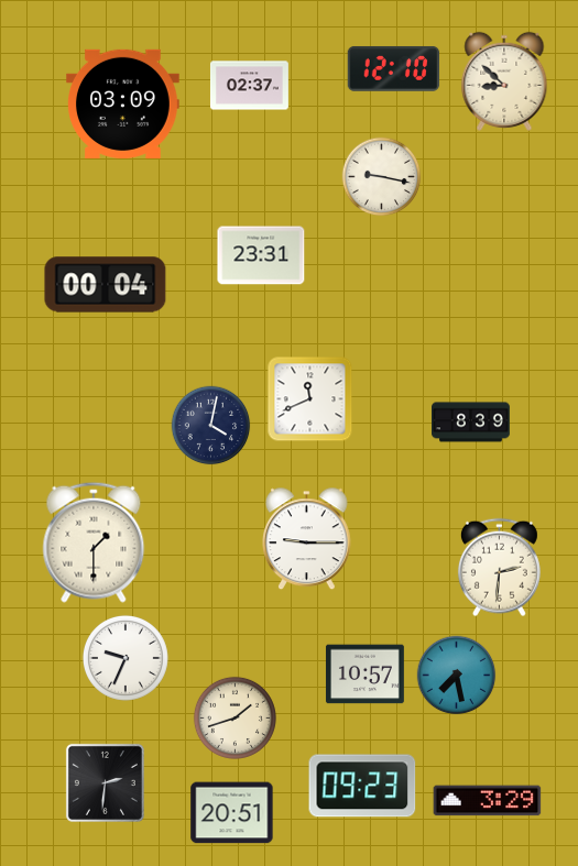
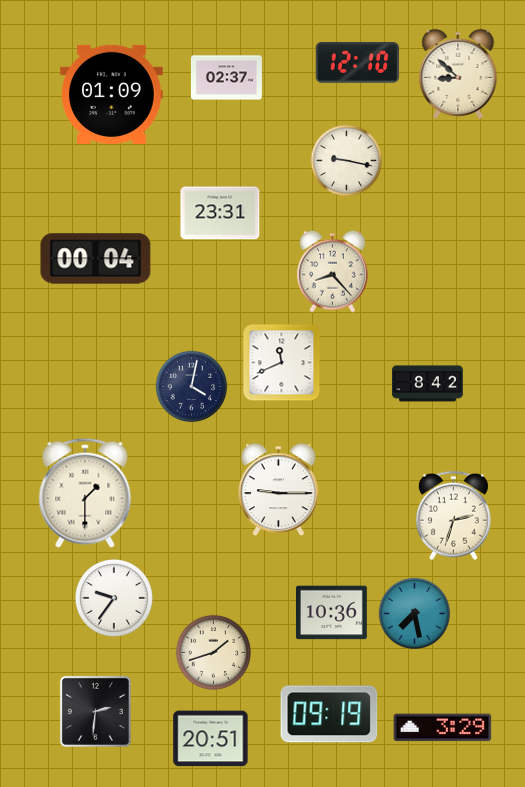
clock at (123, 103): 03:09 -> 01:09
clock at (261, 255) position: (261, 255) -> (220, 213)
clock at (333, 271): none -> 8:23
clock at (471, 423): 8:39 -> 8:42
clock at (499, 568): 2:31 -> 2:33
clock at (126, 658): 9:34 -> 9:36
clock at (364, 675): 10:57 -> 10:36
clock at (362, 786): 09:23 -> 09:19
